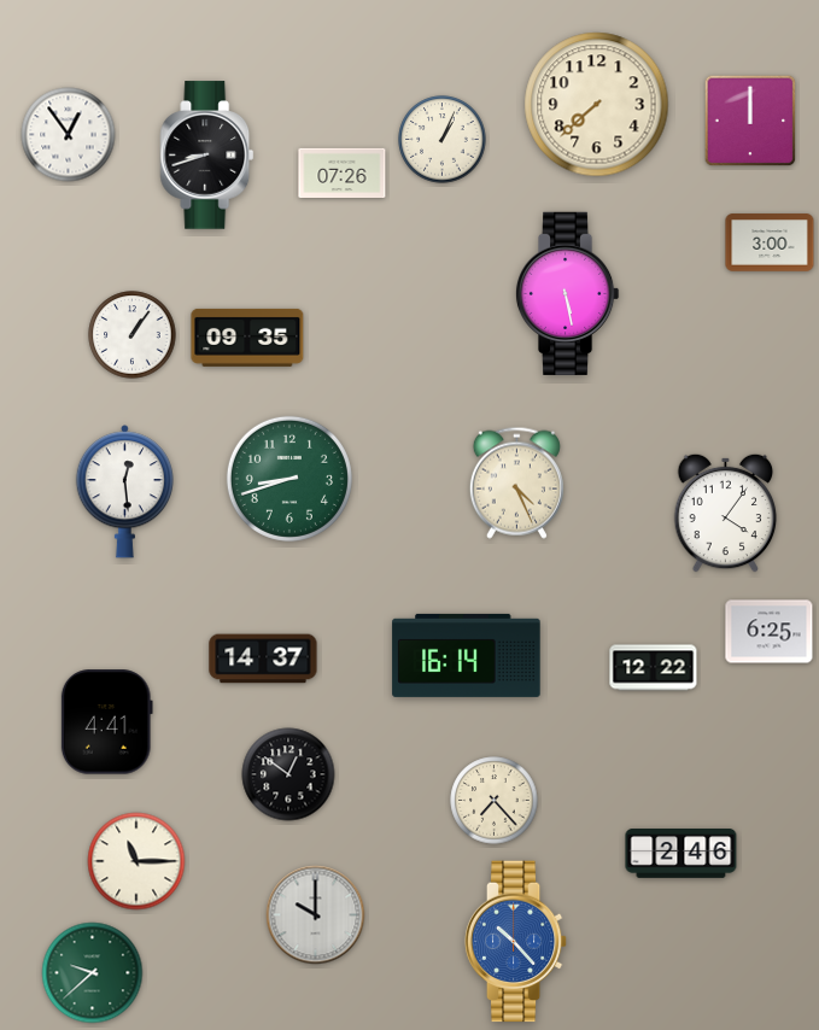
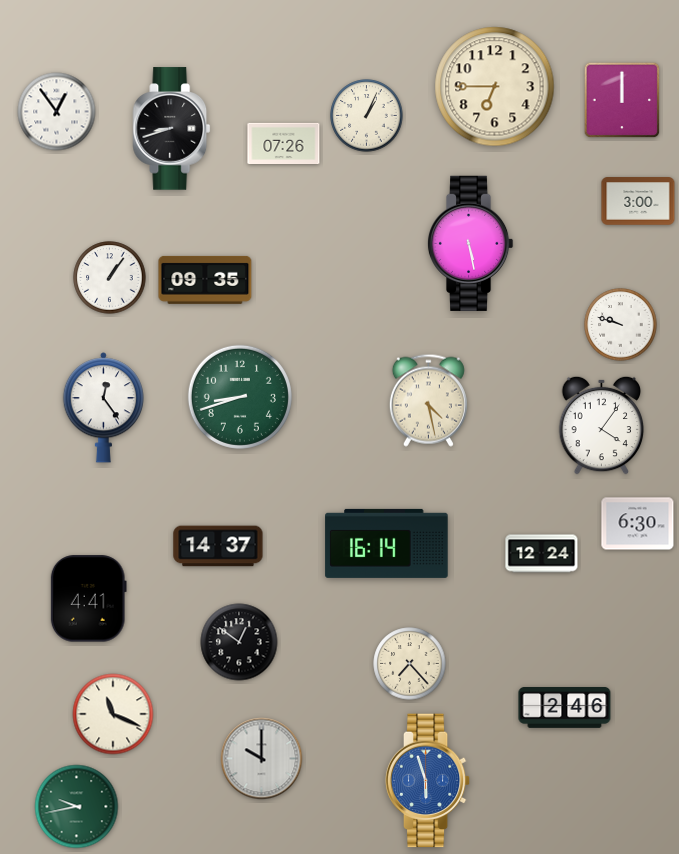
clock at (597, 105): 7:38 -> 6:45
clock at (621, 325): none -> 9:48
clock at (516, 482): 4:26 -> 4:28
clock at (124, 492): 12:29 -> 12:24
clock at (770, 632): 6:25 -> 6:30
clock at (654, 668): 12:22 -> 12:24
clock at (136, 861): 11:15 -> 11:19
clock at (516, 942): 10:23 -> 5:57
clock at (93, 973): 9:38 -> 9:43
